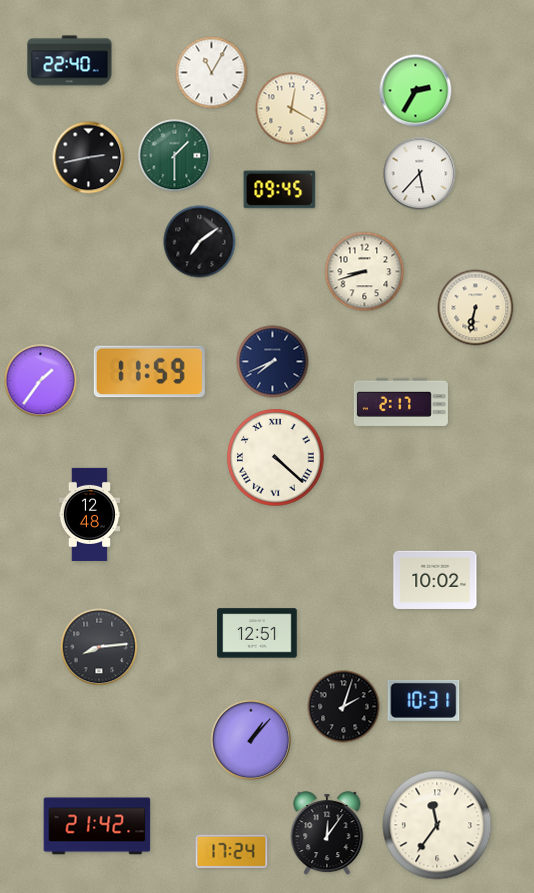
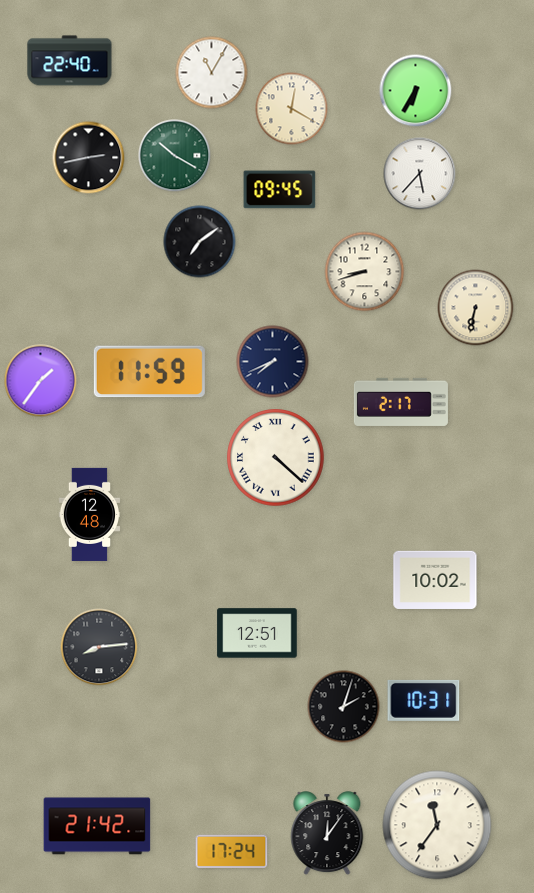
clock at (416, 91): 2:35 -> 6:35
clock at (175, 156): 1:30 -> 10:20
clock at (251, 740): 1:07 -> none
